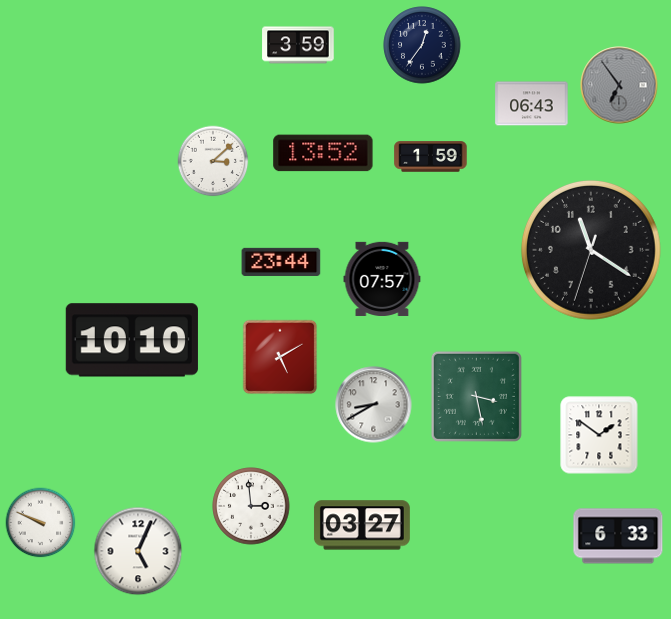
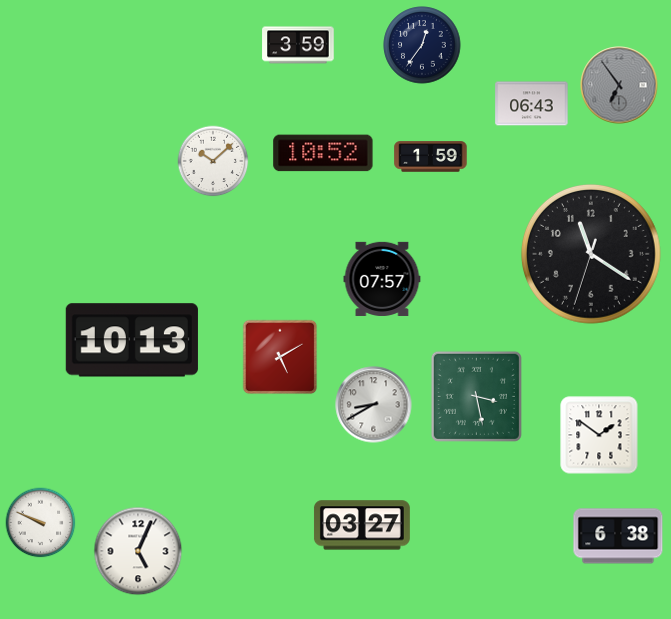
clock at (323, 153): 13:52 -> 10:52
clock at (213, 161): 3:08 -> 10:08
clock at (591, 250) position: (591, 250) -> (591, 254)
clock at (281, 262): 23:44 -> none
clock at (132, 340): 10:10 -> 10:13
clock at (251, 506): 2:59 -> none
clock at (618, 536): 6:33 -> 6:38
